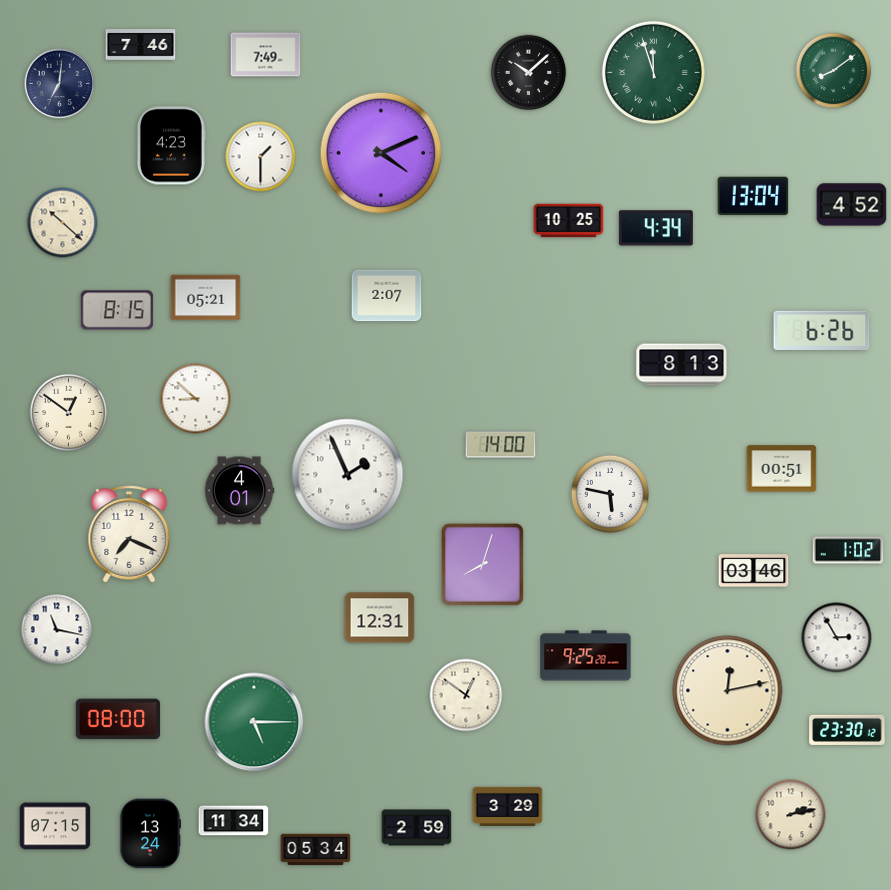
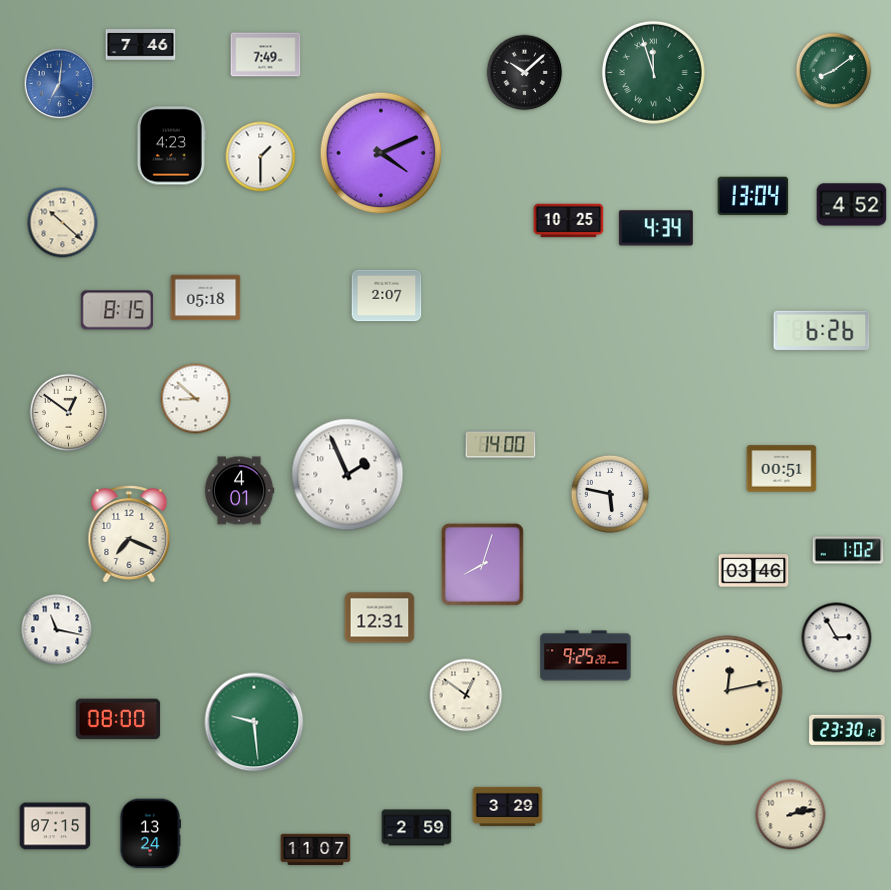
clock at (529, 73) position: (529, 73) -> (525, 73)
clock at (60, 84) dial: navy -> blue
clock at (206, 298): 05:21 -> 05:18
clock at (682, 365): 8:13 -> none
clock at (254, 722): 5:15 -> 9:29
clock at (234, 821): 11:34 -> none
clock at (316, 850): 05:34 -> 11:07
